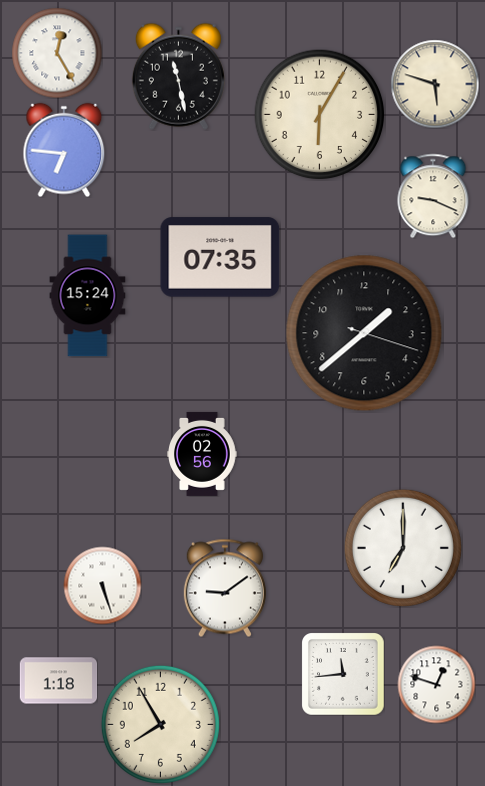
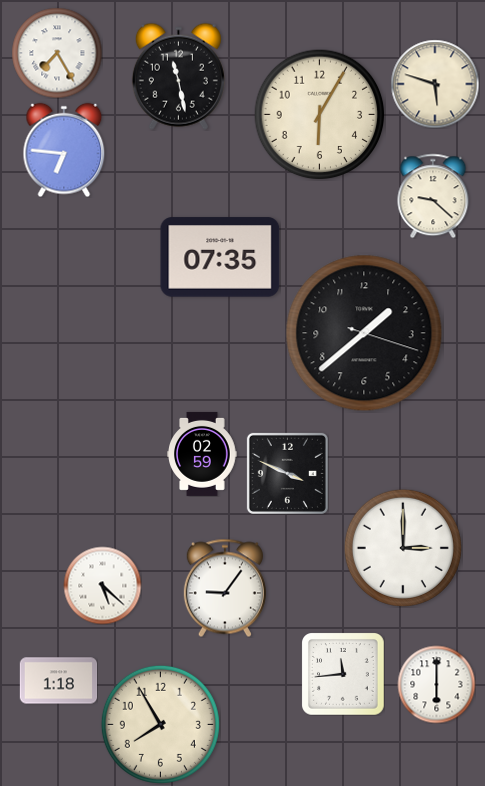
clock at (57, 53): 12:25 -> 7:25
clock at (433, 196): 9:19 -> 9:22
clock at (88, 296): 15:24 -> none
clock at (202, 454): 02:56 -> 02:59
clock at (287, 473): none -> 3:49
clock at (403, 548): 7:00 -> 3:00
clock at (102, 585): 5:27 -> 5:22
clock at (225, 588): 9:09 -> 9:06
clock at (436, 684): 12:48 -> 6:00
